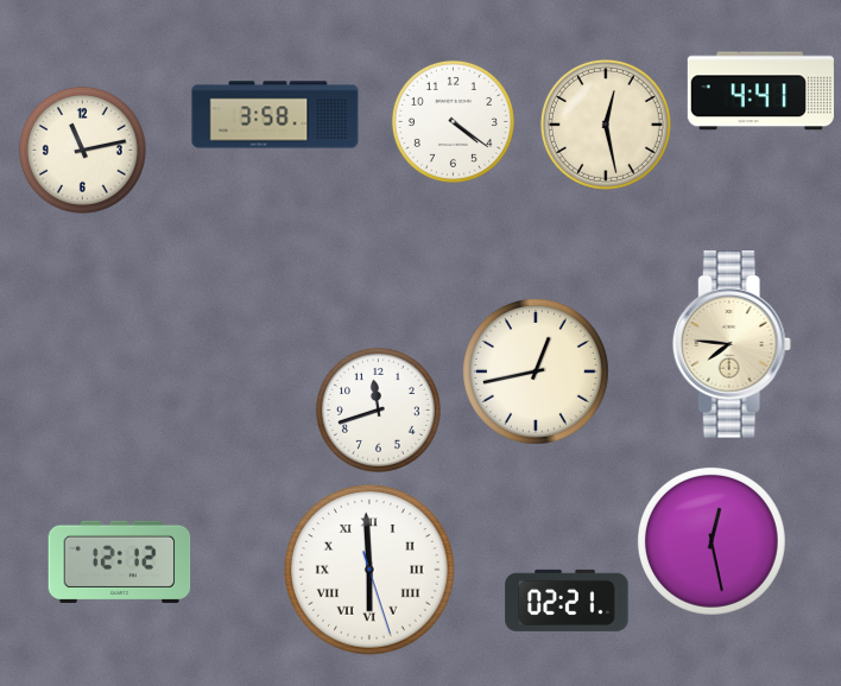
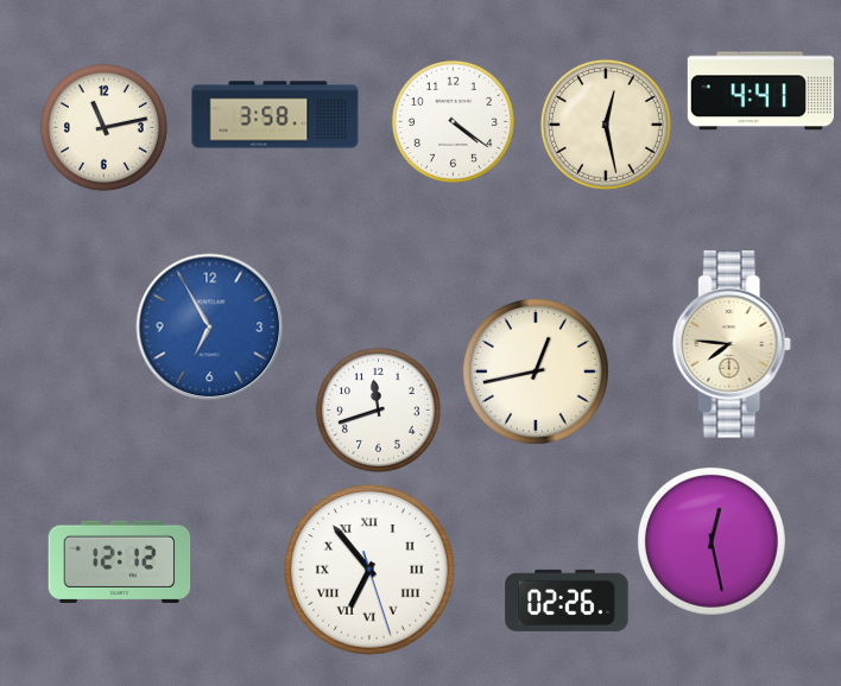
clock at (82, 150) position: (82, 150) -> (103, 127)
clock at (210, 328): none -> 6:55
clock at (369, 570): 5:59 -> 6:53
clock at (567, 601): 02:21 -> 02:26
